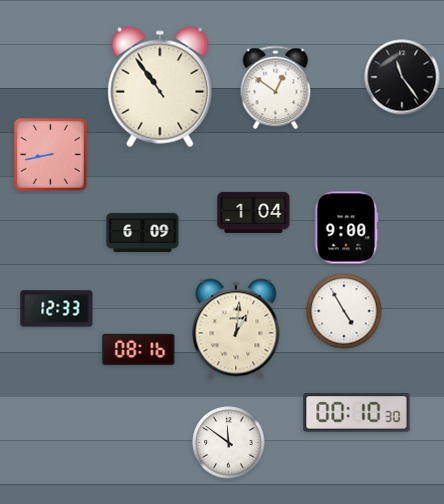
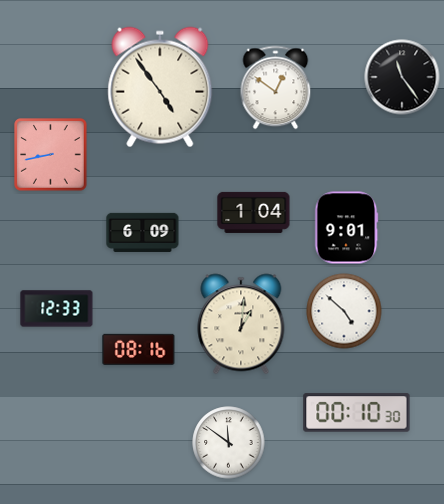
clock at (160, 87): 10:54 -> 4:54
clock at (346, 228): 9:00 -> 9:01
clock at (344, 311): 4:55 -> 4:52
clock at (236, 329) position: (236, 329) -> (241, 324)
